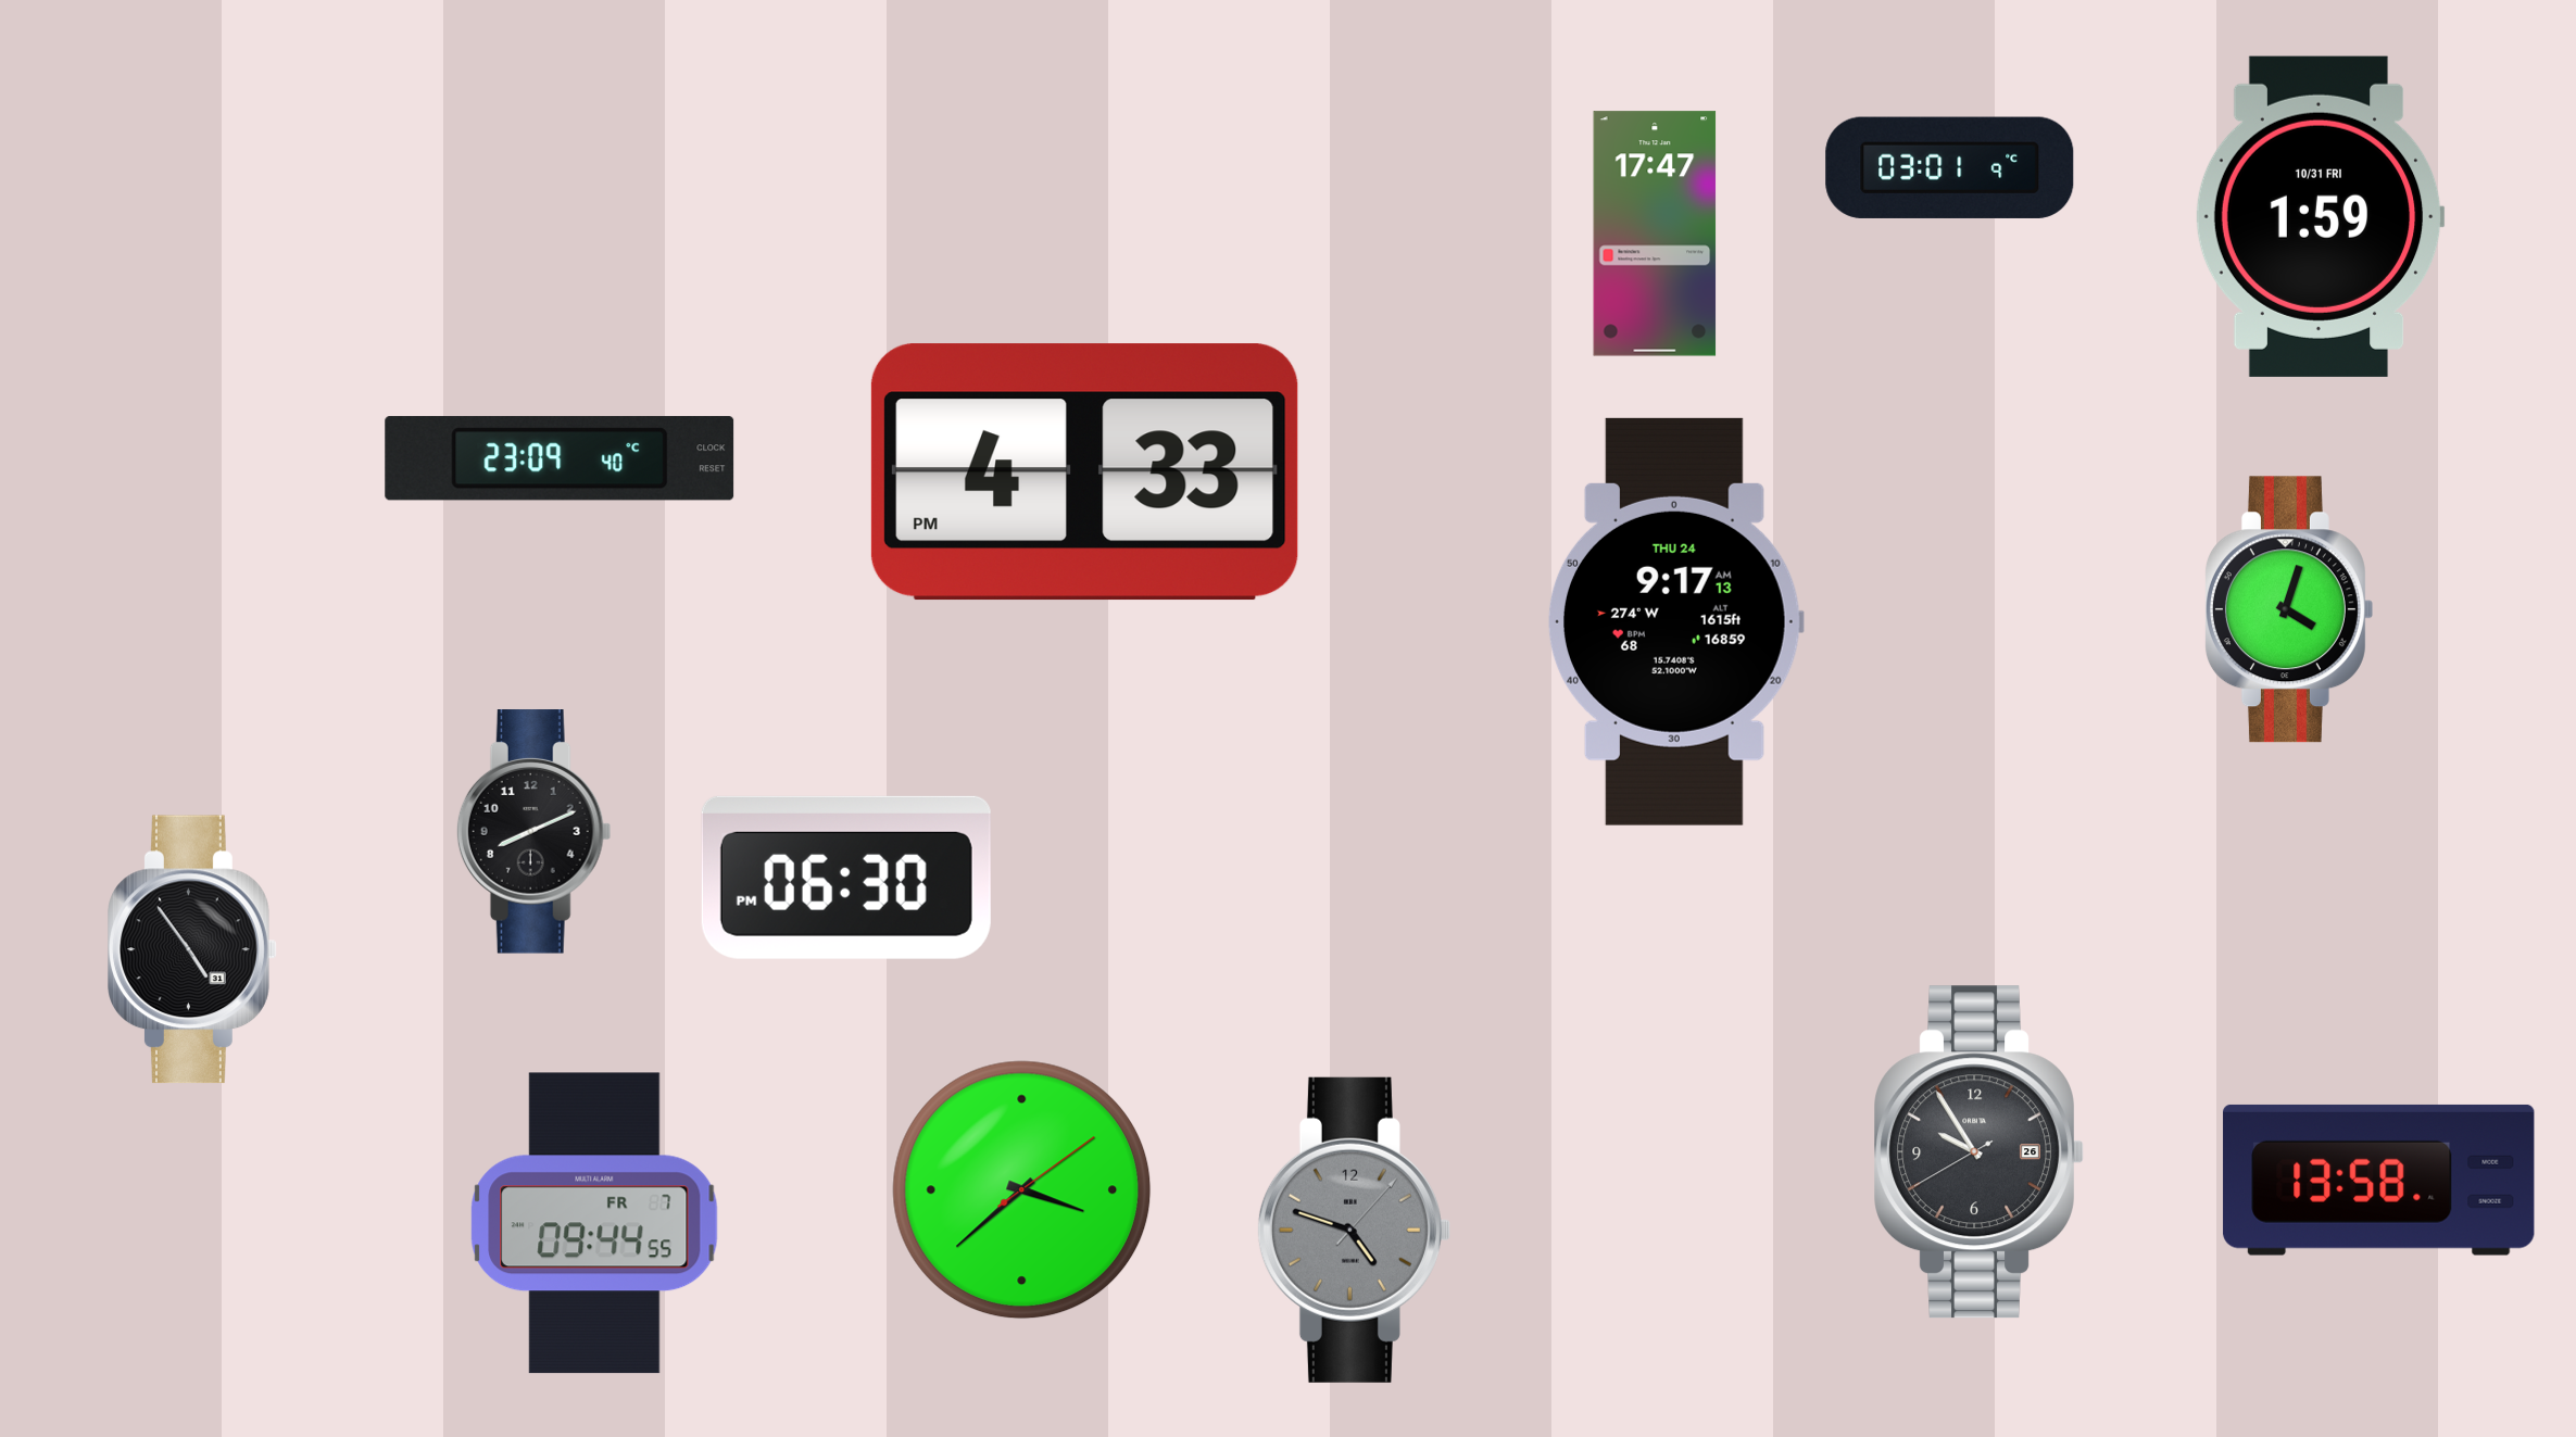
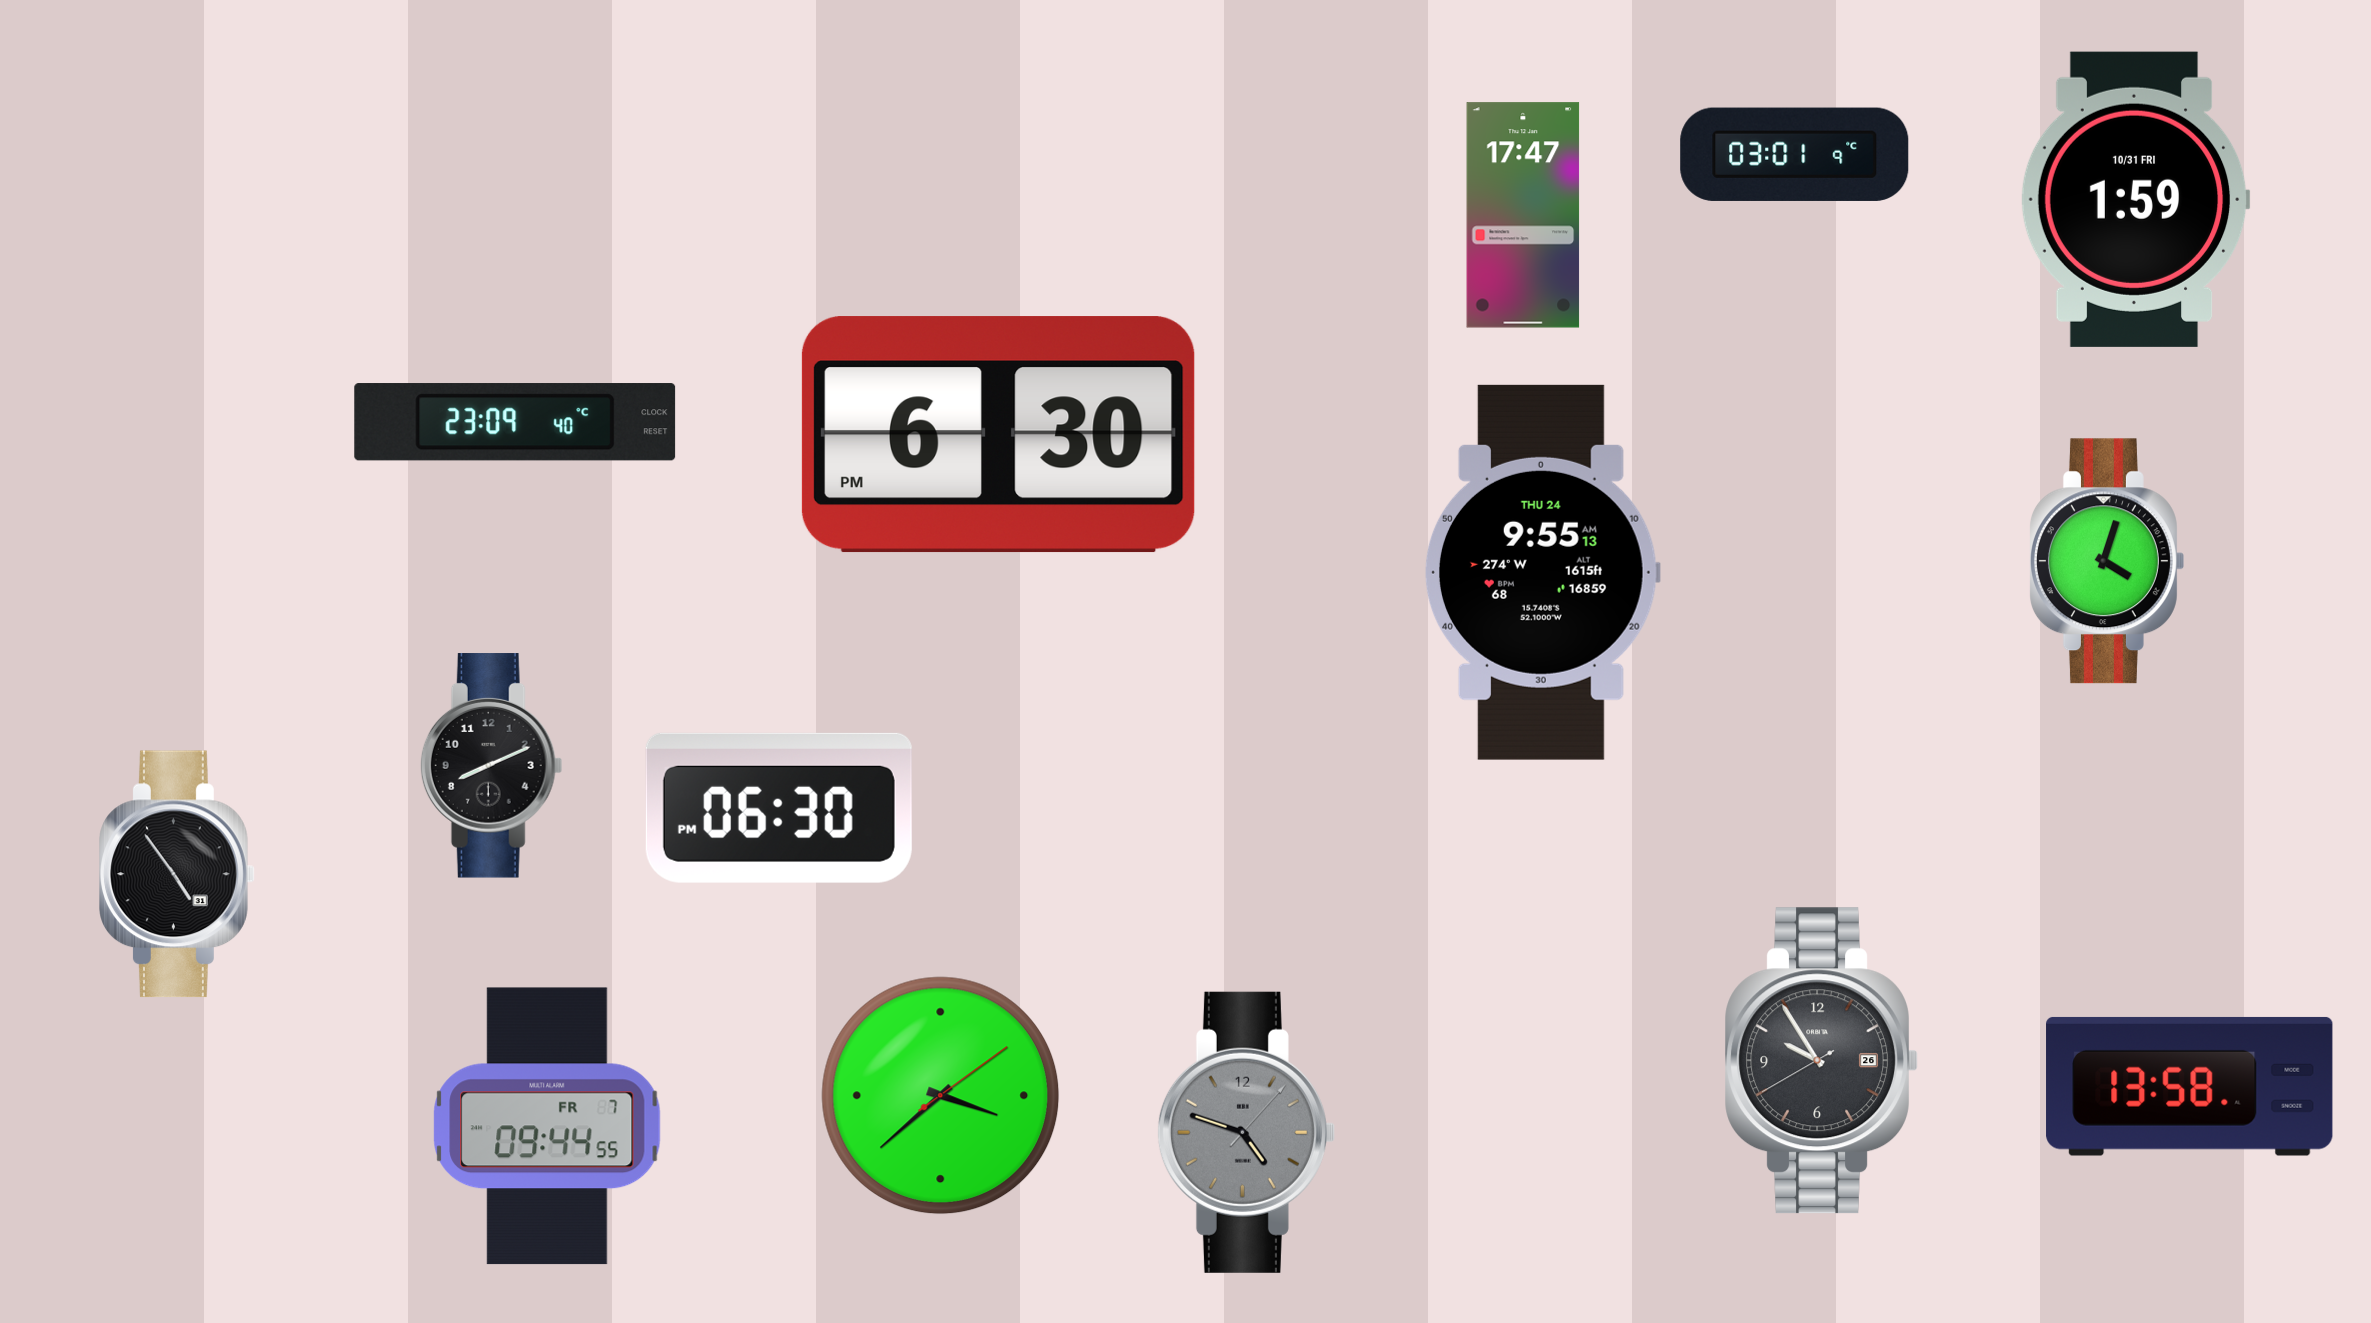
clock at (1084, 472): 4:33 -> 6:30
clock at (1675, 621): 9:17 -> 9:55
